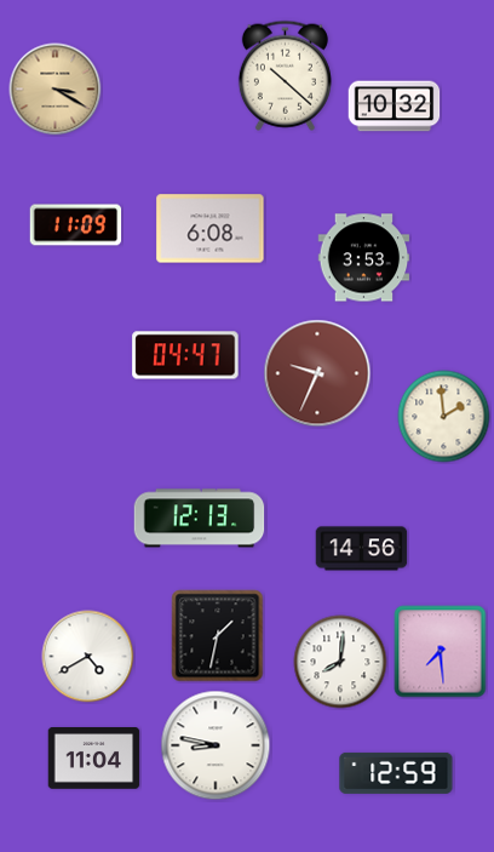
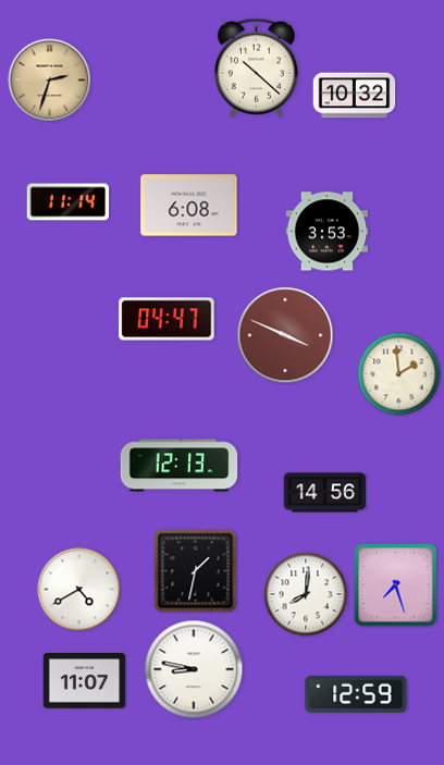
clock at (56, 90): 3:20 -> 2:33
clock at (76, 225): 11:09 -> 11:14
clock at (317, 373): 9:34 -> 3:49
clock at (441, 652): 7:29 -> 7:27
clock at (94, 759): 11:04 -> 11:07
